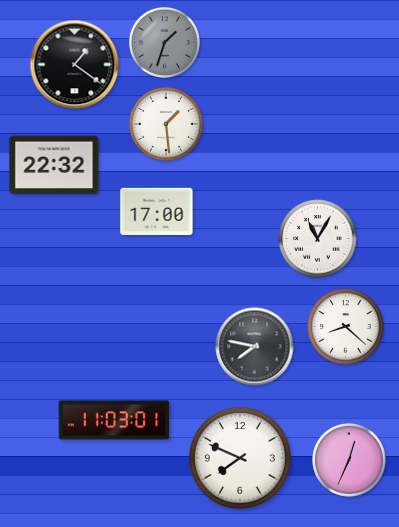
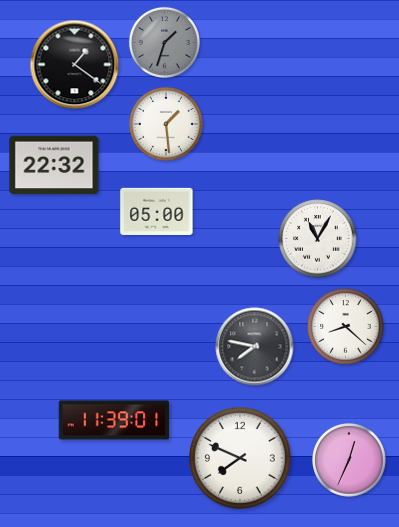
clock at (157, 211): 17:00 -> 05:00
clock at (114, 420): 11:03 -> 11:39
